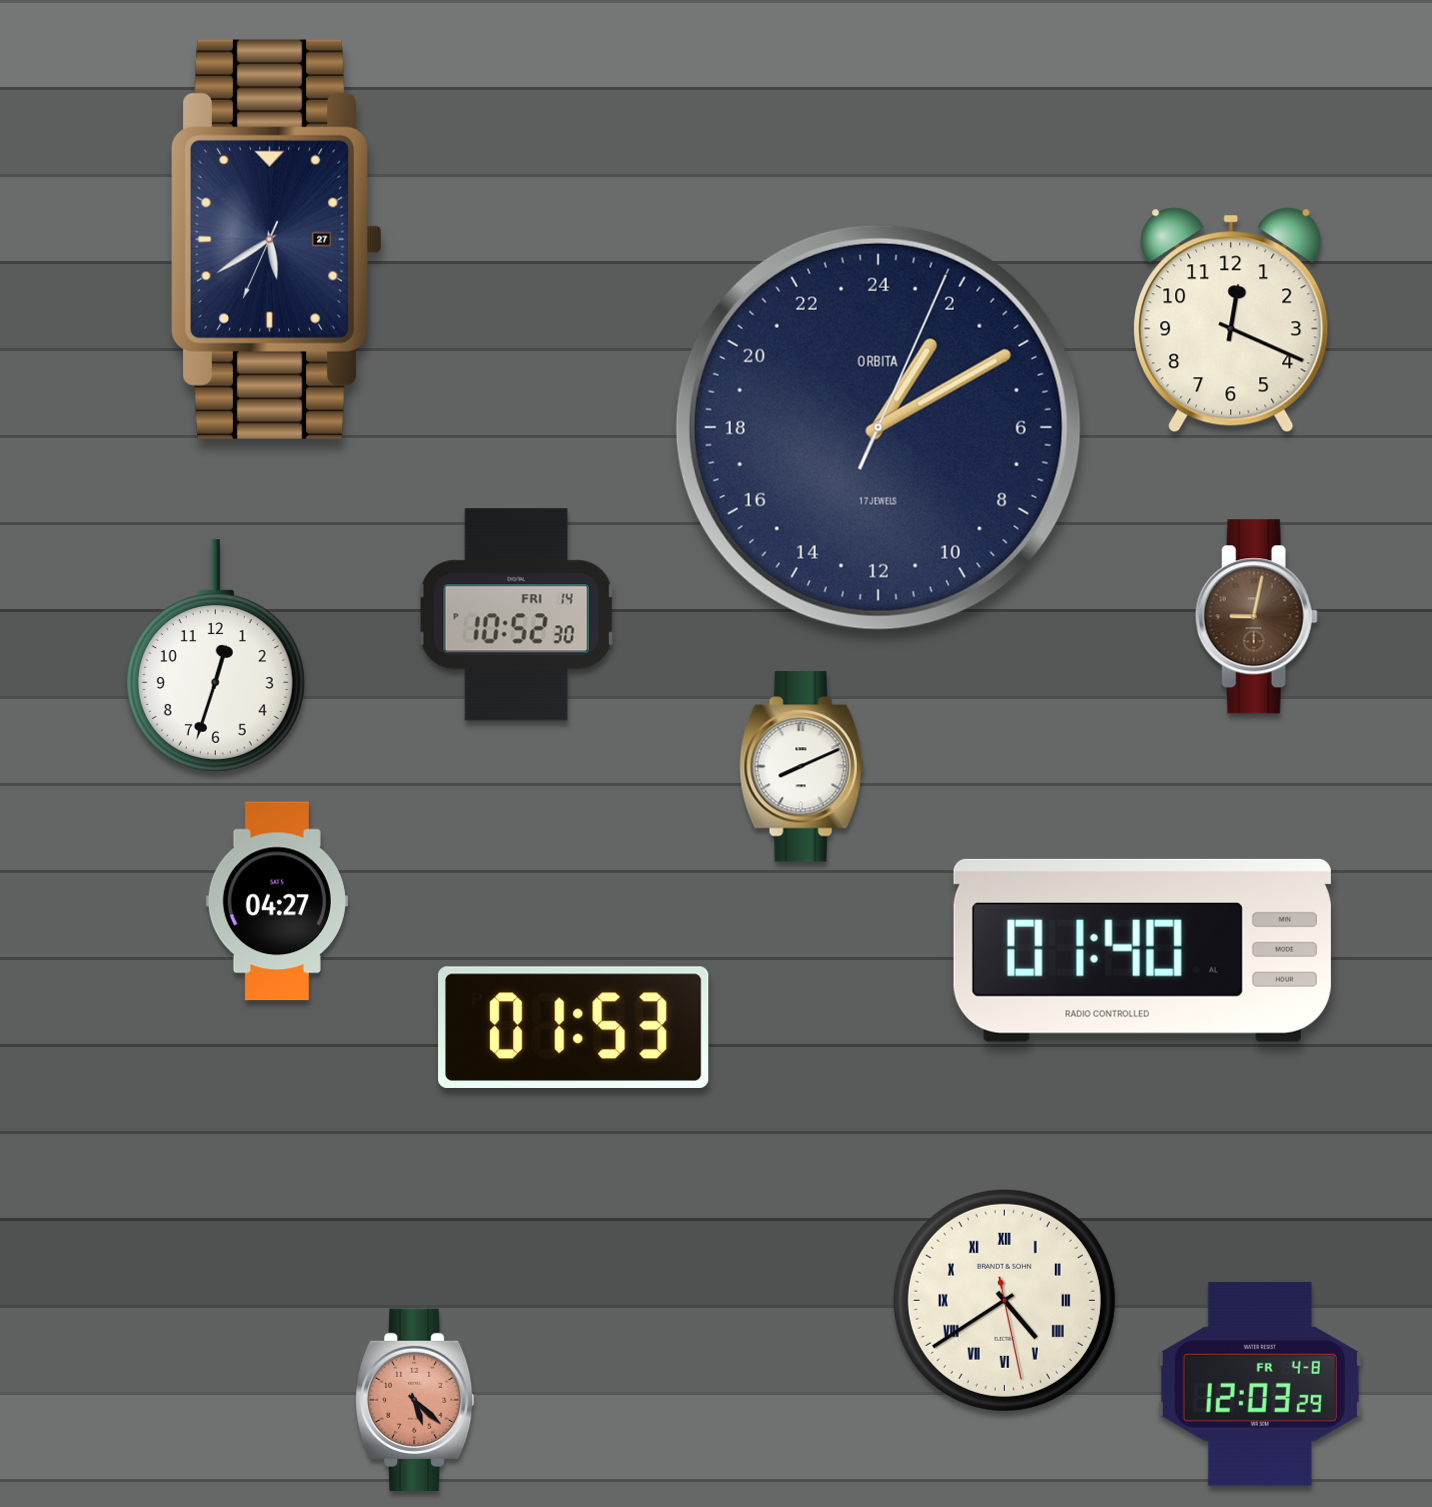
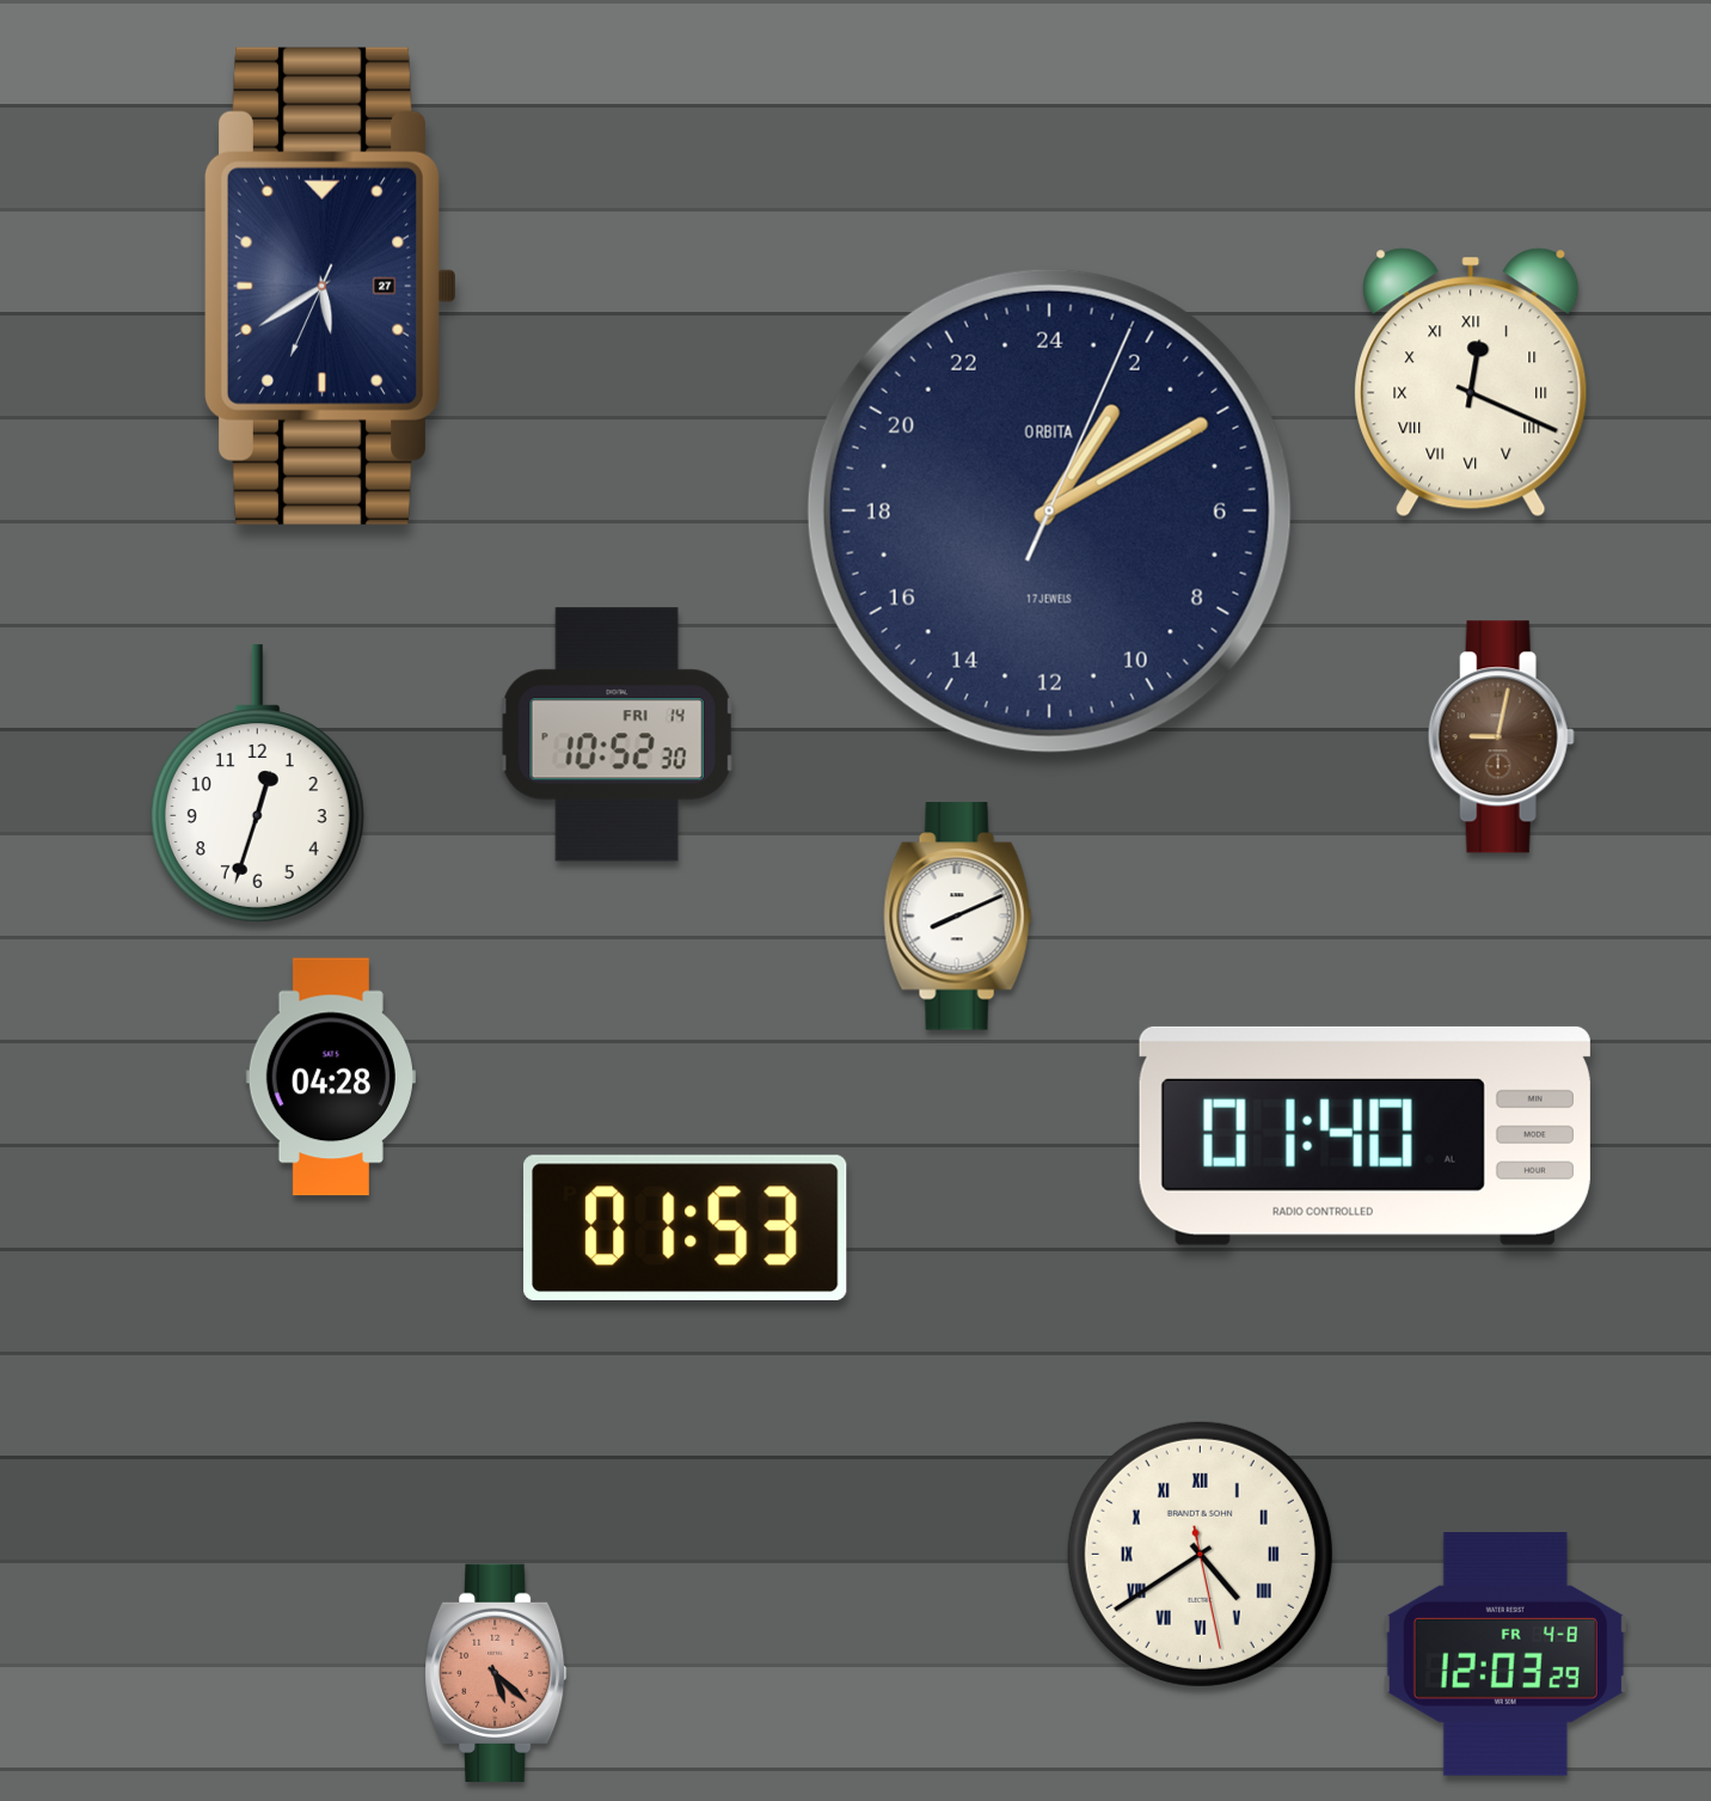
clock at (1231, 320) numerals: Arabic -> Roman
clock at (277, 901): 04:27 -> 04:28
